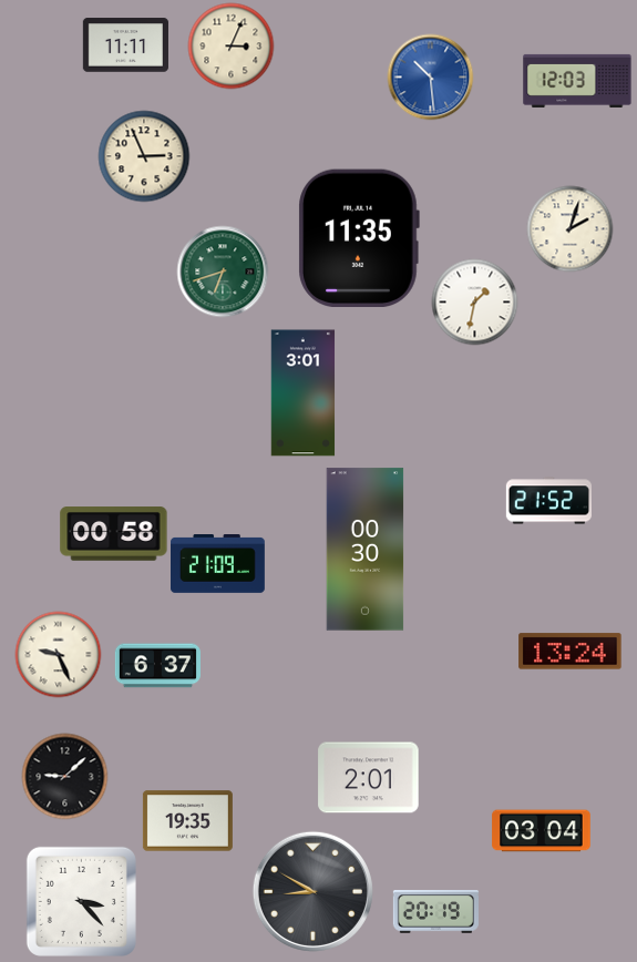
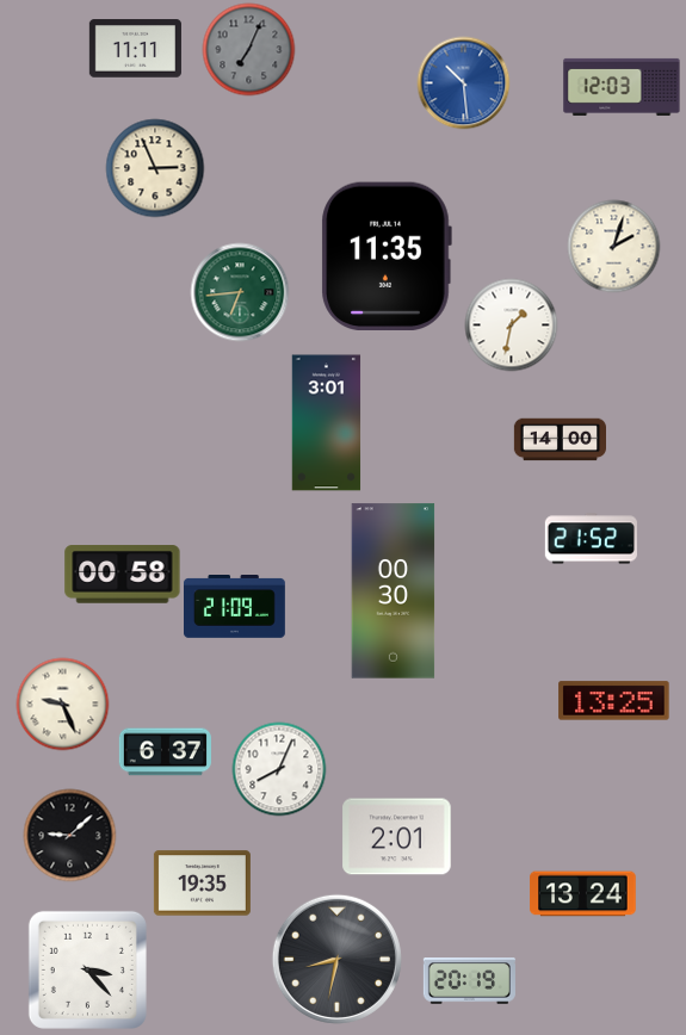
clock at (230, 45): 3:04 -> 7:04
clock at (230, 45) dial: cream -> grey
clock at (223, 272): 6:42 -> 6:44
clock at (560, 440): none -> 14:00
clock at (571, 652): 13:24 -> 13:25
clock at (157, 666) position: (157, 666) -> (165, 752)
clock at (279, 769): none -> 8:04
clock at (542, 831): 03:04 -> 13:24
clock at (312, 891): 8:50 -> 8:32
